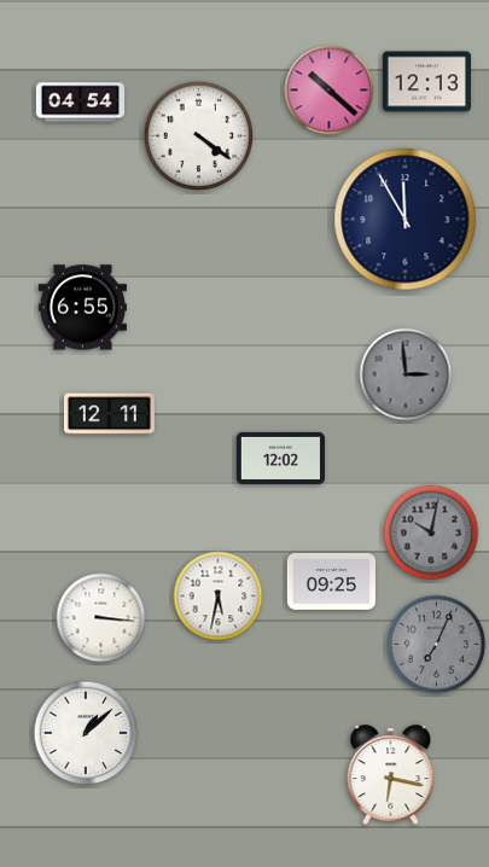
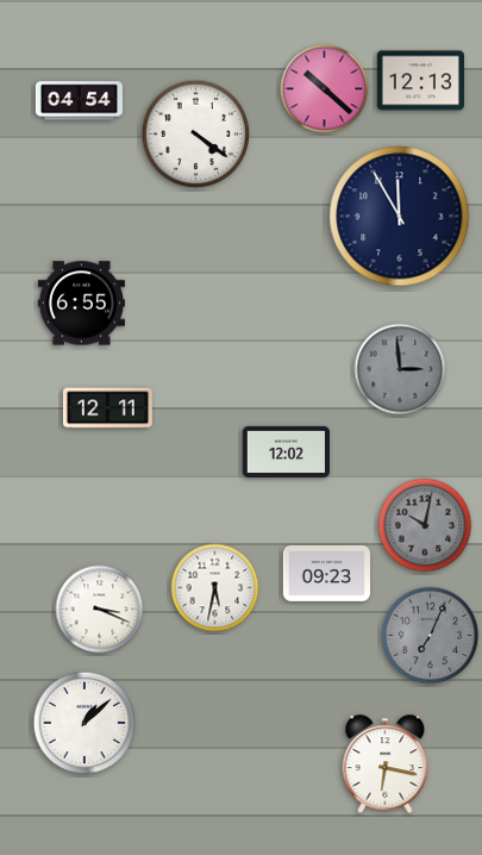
clock at (280, 458) position: (280, 458) -> (286, 451)
clock at (331, 581): 09:25 -> 09:23
clock at (101, 618): 3:16 -> 3:19
